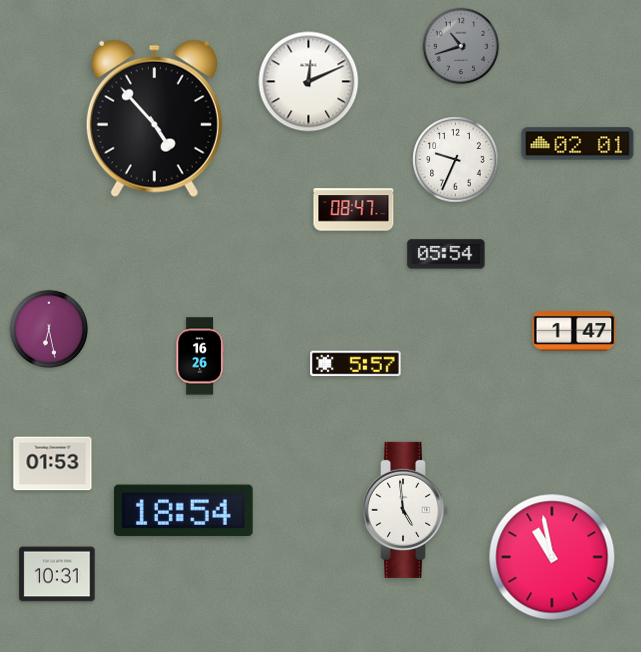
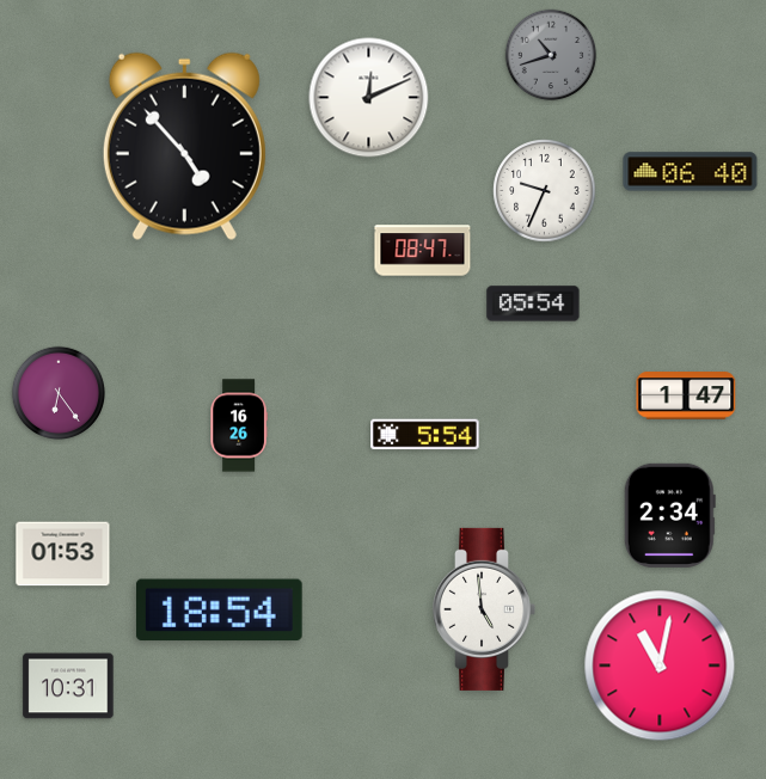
clock at (154, 118) position: (154, 118) -> (184, 146)
clock at (578, 144): 02:01 -> 06:40
clock at (48, 328): 6:28 -> 6:24
clock at (356, 364): 5:57 -> 5:54
clock at (669, 515): none -> 2:34
clock at (552, 557): 10:58 -> 11:02
